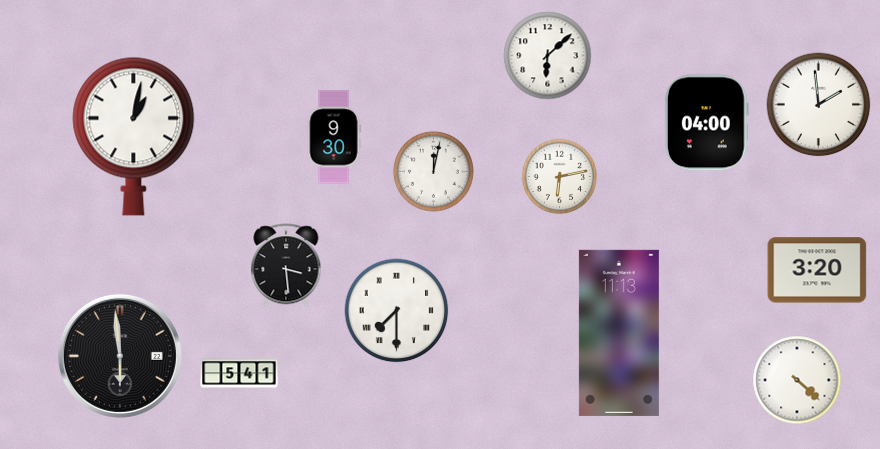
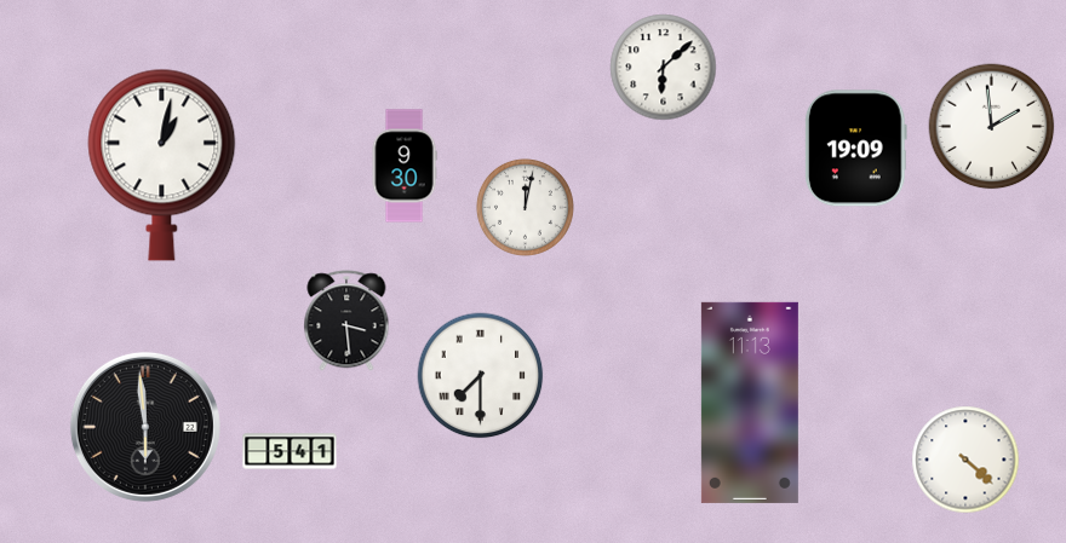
clock at (706, 123): 04:00 -> 19:09
clock at (560, 177): 6:13 -> none
clock at (817, 270): 3:20 -> none
clock at (120, 356) position: (120, 356) -> (145, 427)
